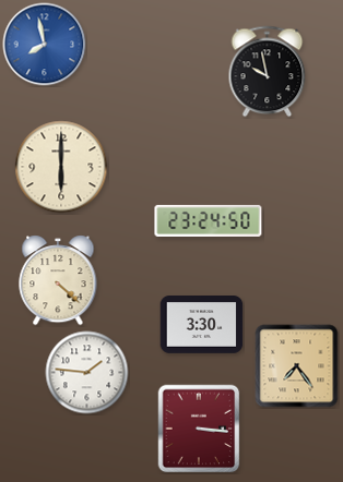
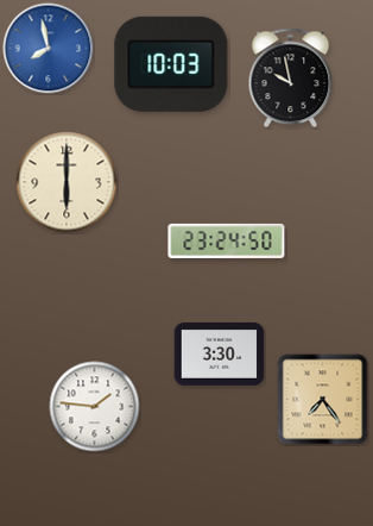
clock at (171, 64): none -> 10:03
clock at (58, 280): 4:22 -> none
clock at (199, 429): 3:16 -> none
